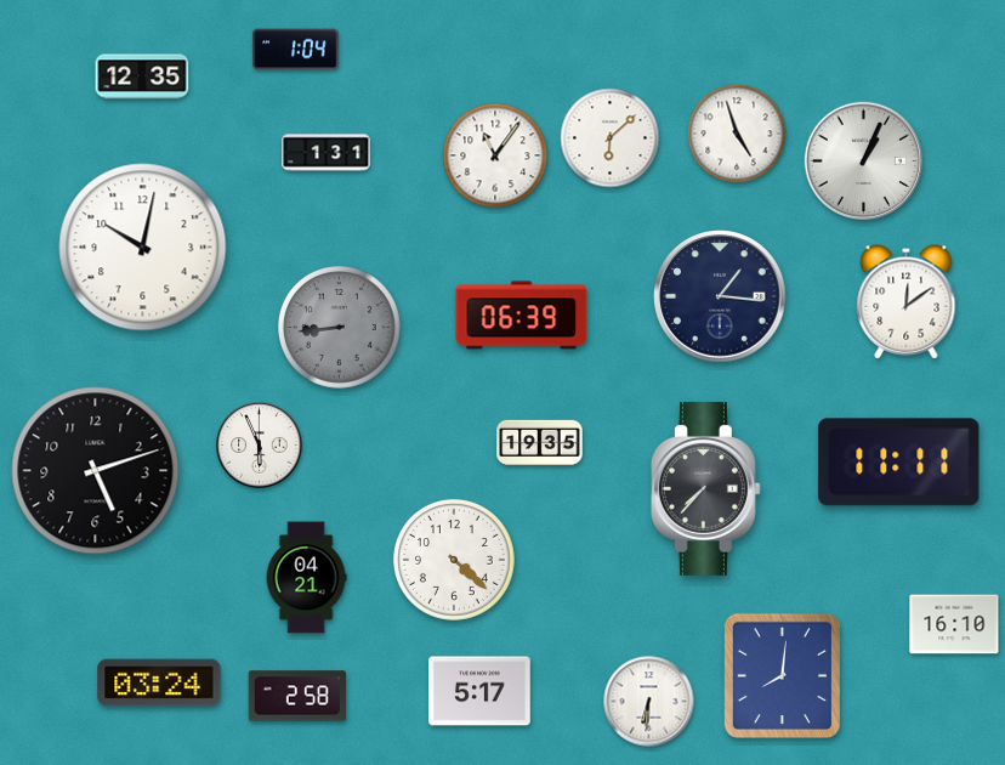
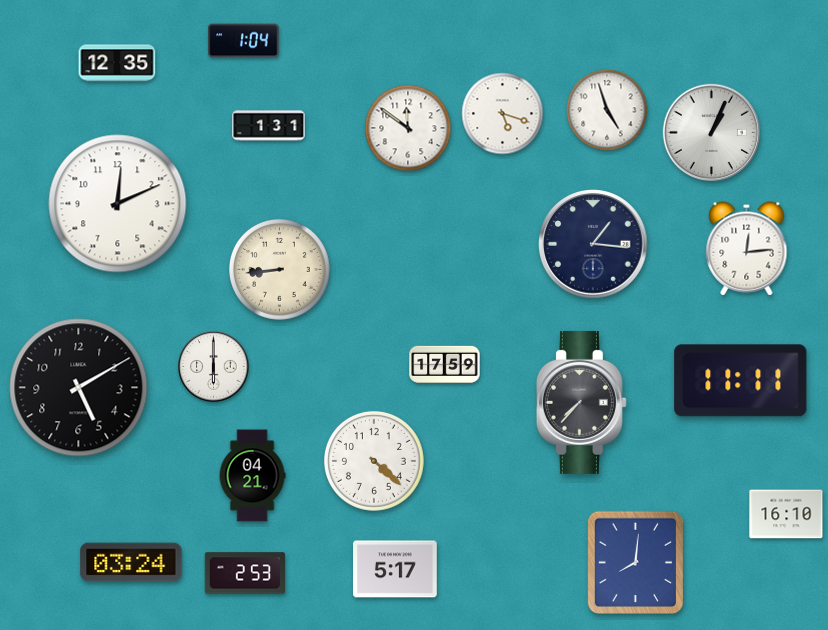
clock at (611, 138): 6:08 -> 5:18
clock at (495, 155): 11:06 -> 11:51
clock at (143, 248): 10:02 -> 12:11
clock at (907, 302): 12:09 -> 12:14
clock at (522, 316): 06:39 -> none
clock at (340, 328) dial: grey -> cream
clock at (540, 442): 19:35 -> 17:59
clock at (260, 446): 5:56 -> 6:00
clock at (96, 471): 5:12 -> 5:10
clock at (782, 675) position: (782, 675) -> (635, 562)
clock at (297, 696): 2:58 -> 2:53
clock at (649, 702): 6:31 -> none
